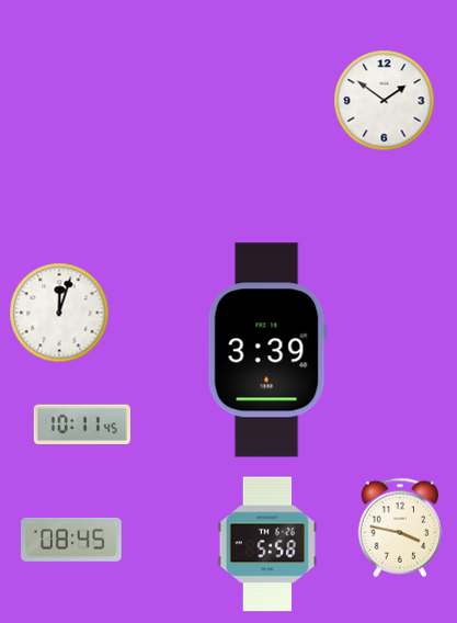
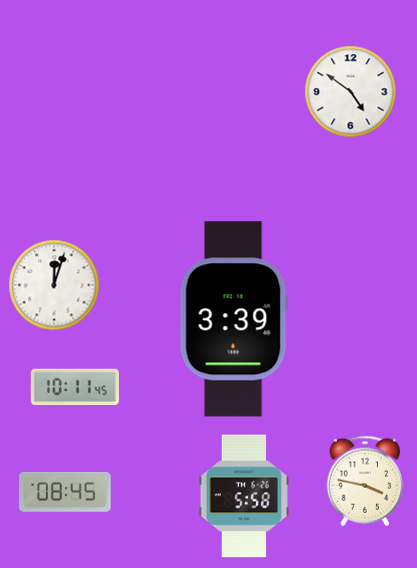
clock at (385, 101): 1:51 -> 4:51
clock at (267, 350) position: (267, 350) -> (234, 319)
